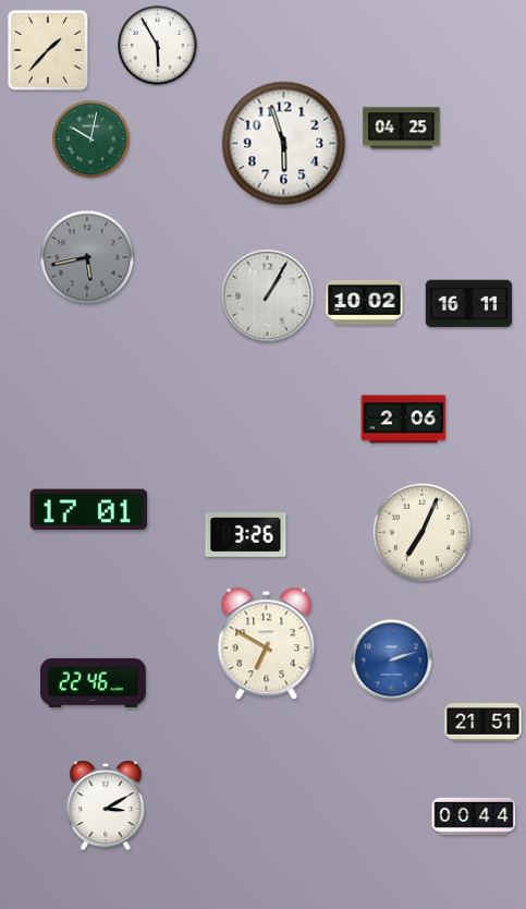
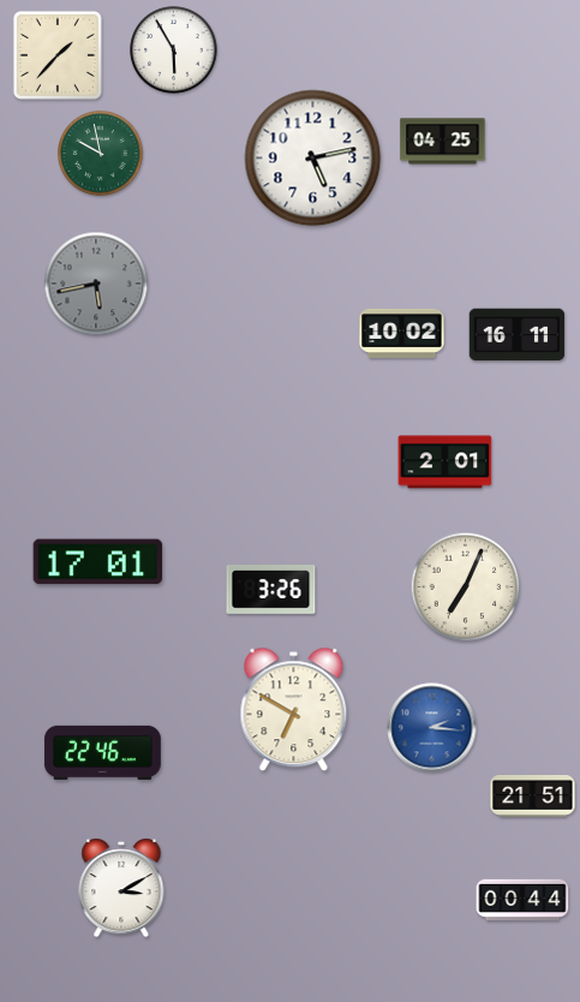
clock at (48, 50) position: (48, 50) -> (58, 55)
clock at (91, 140): 10:02 -> 9:58
clock at (284, 144): 5:57 -> 5:13
clock at (268, 296): 1:05 -> none
clock at (404, 420): 2:06 -> 2:01
clock at (392, 660): 2:12 -> 2:16
clock at (106, 805) position: (106, 805) -> (121, 888)
